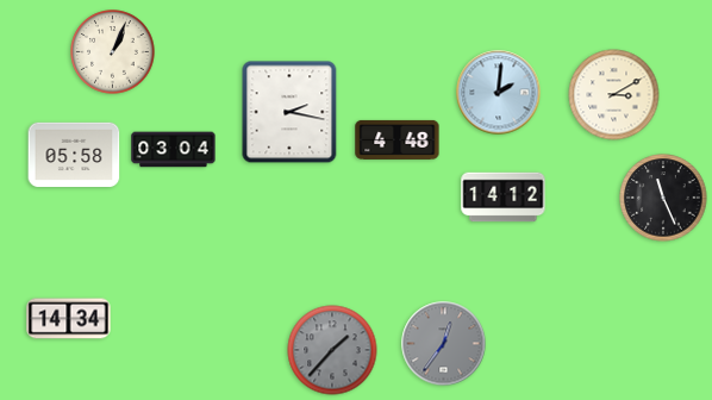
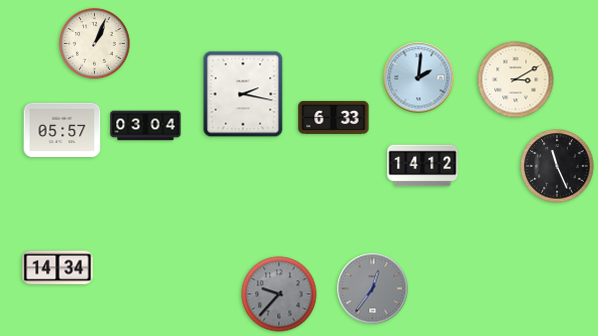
clock at (398, 139): 4:48 -> 6:33
clock at (74, 155): 05:58 -> 05:57
clock at (332, 350): 1:37 -> 9:37
